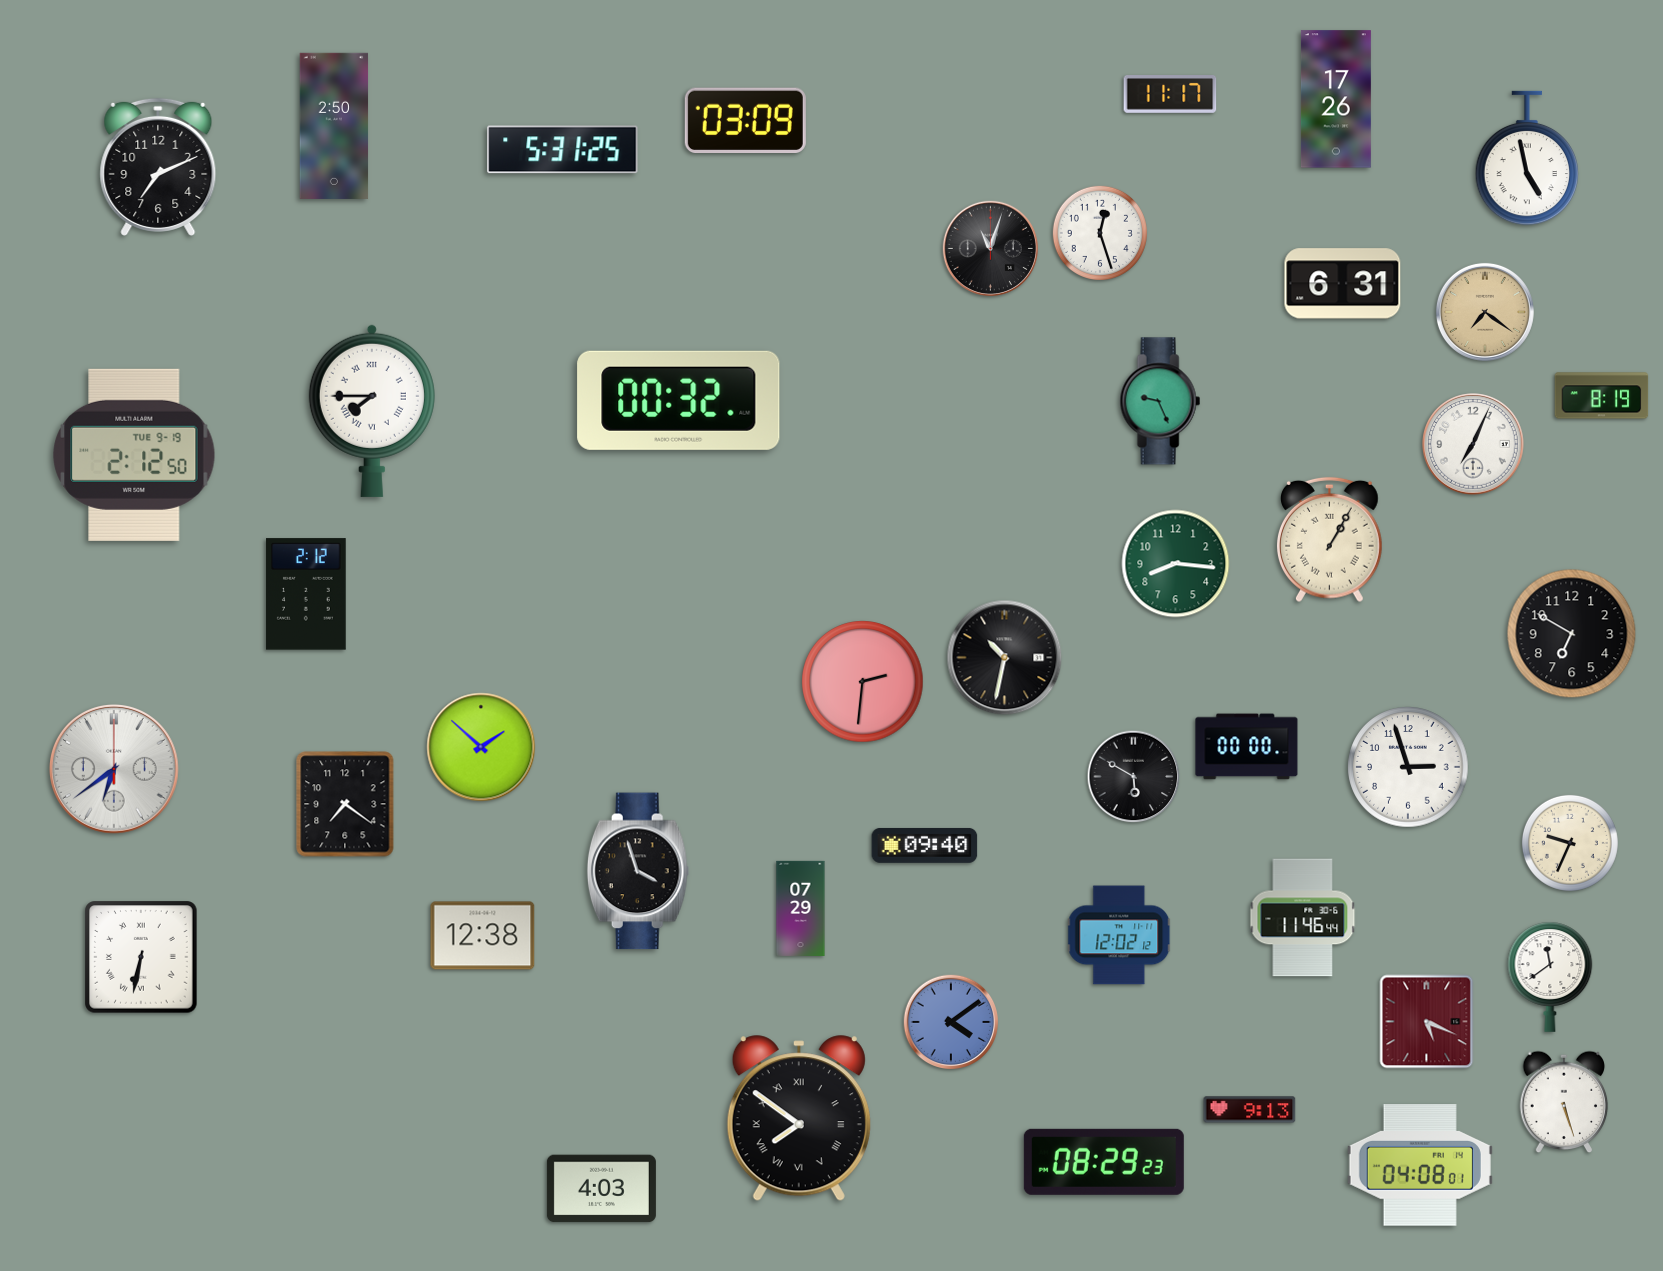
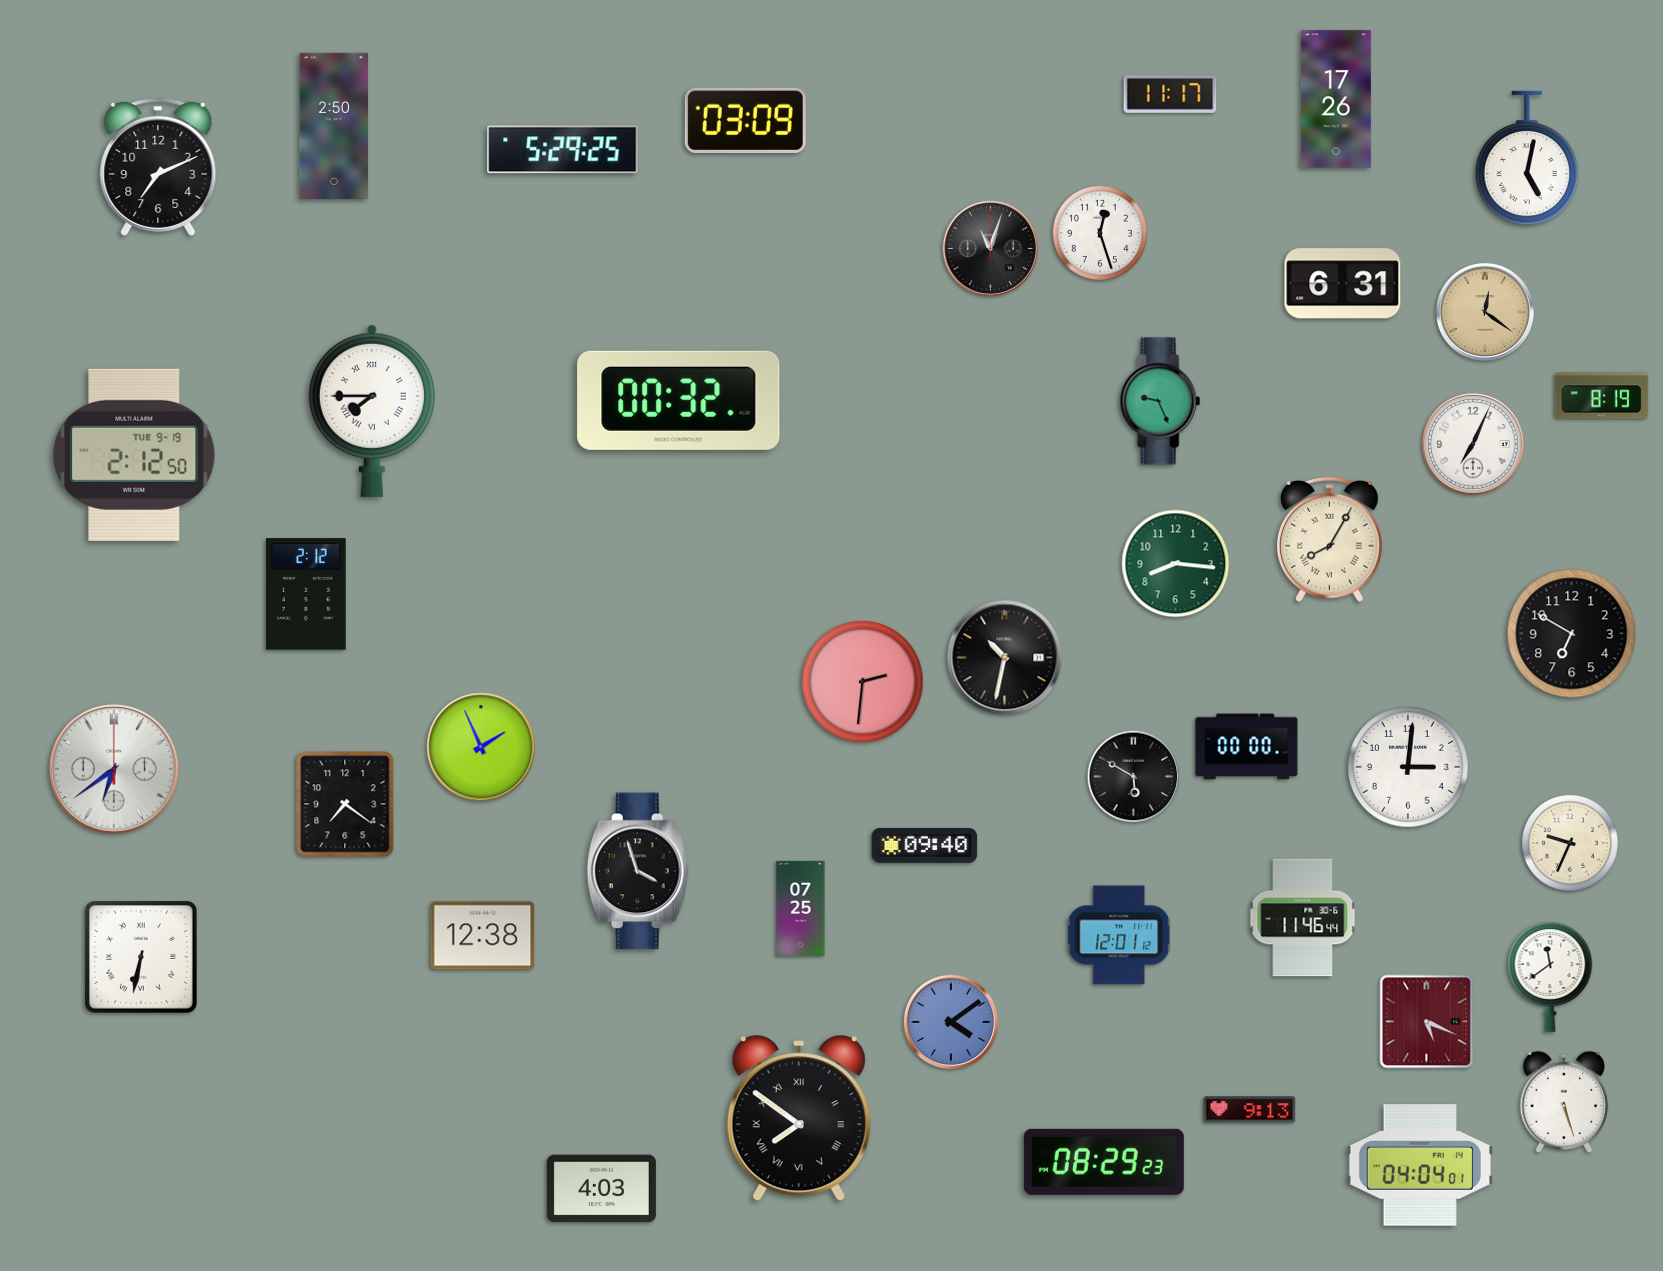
clock at (563, 150): 5:31 -> 5:29
clock at (1526, 158): 4:58 -> 5:02
clock at (1485, 312): 7:21 -> 12:21
clock at (1330, 540): 1:05 -> 8:05
clock at (481, 747): 1:52 -> 1:56
clock at (1408, 767): 2:57 -> 3:01
clock at (801, 908): 07:29 -> 07:25
clock at (1120, 935): 12:02 -> 12:01
clock at (1420, 1165): 04:08 -> 04:04
